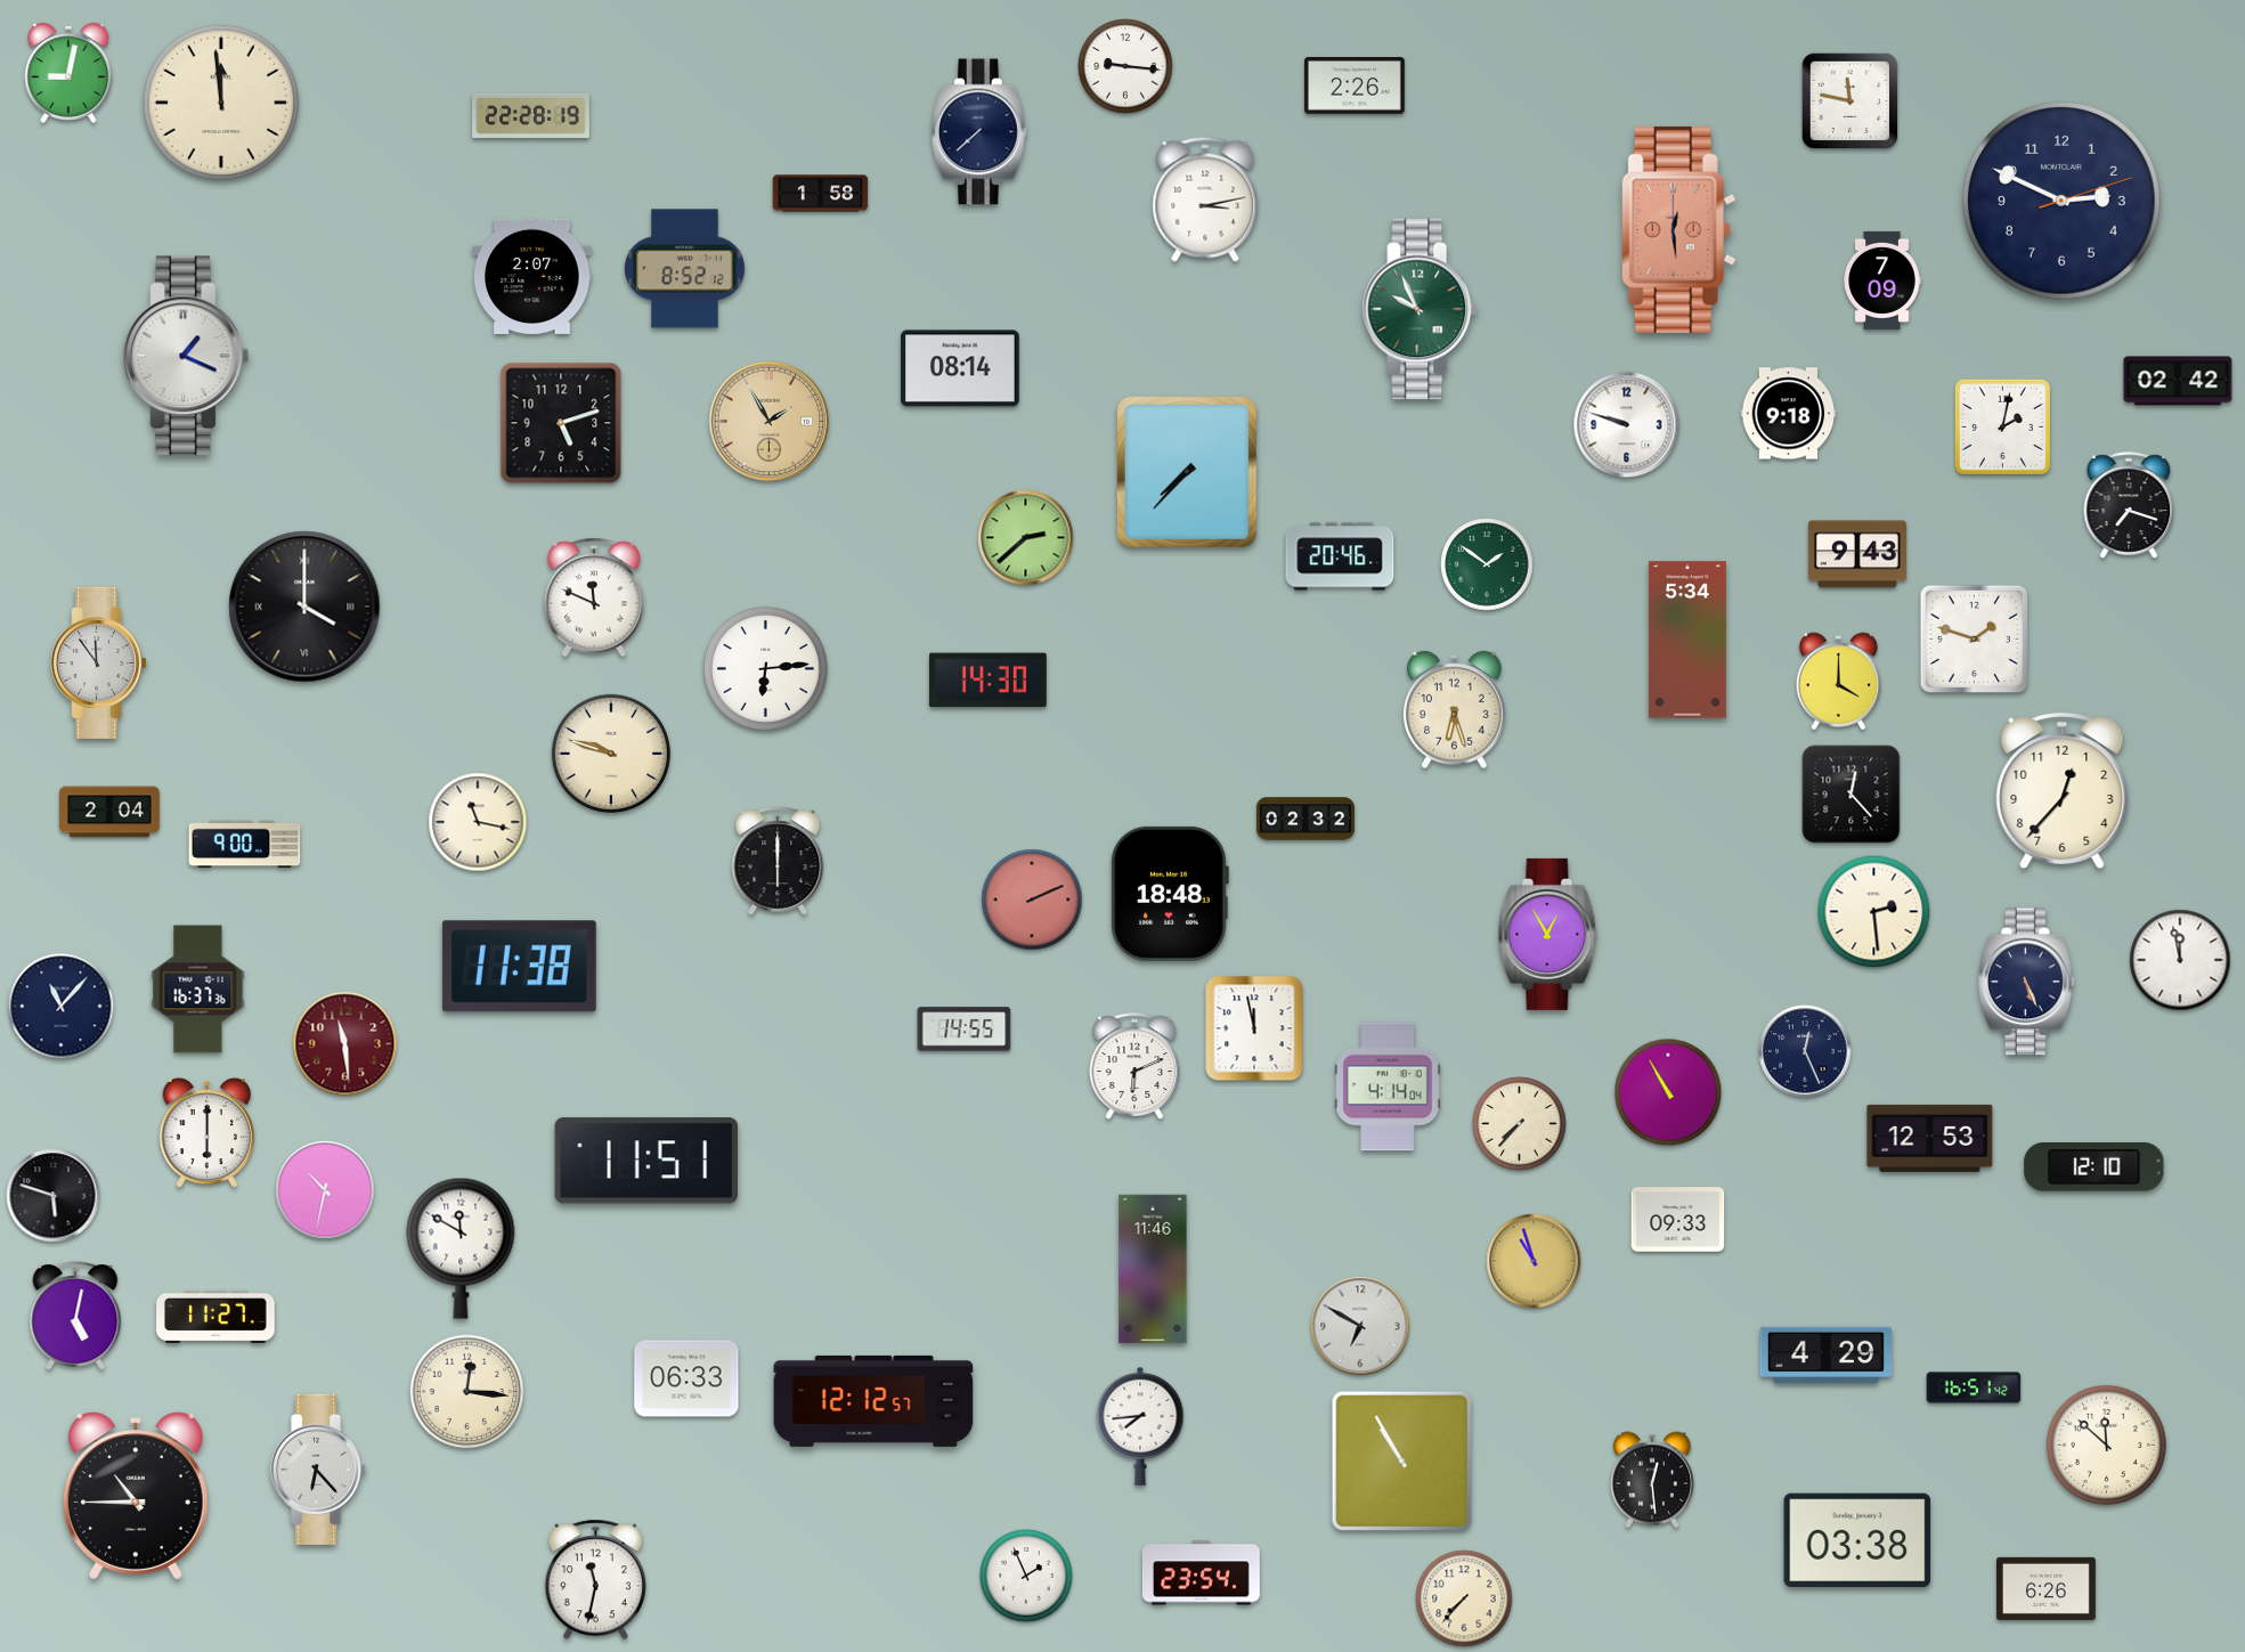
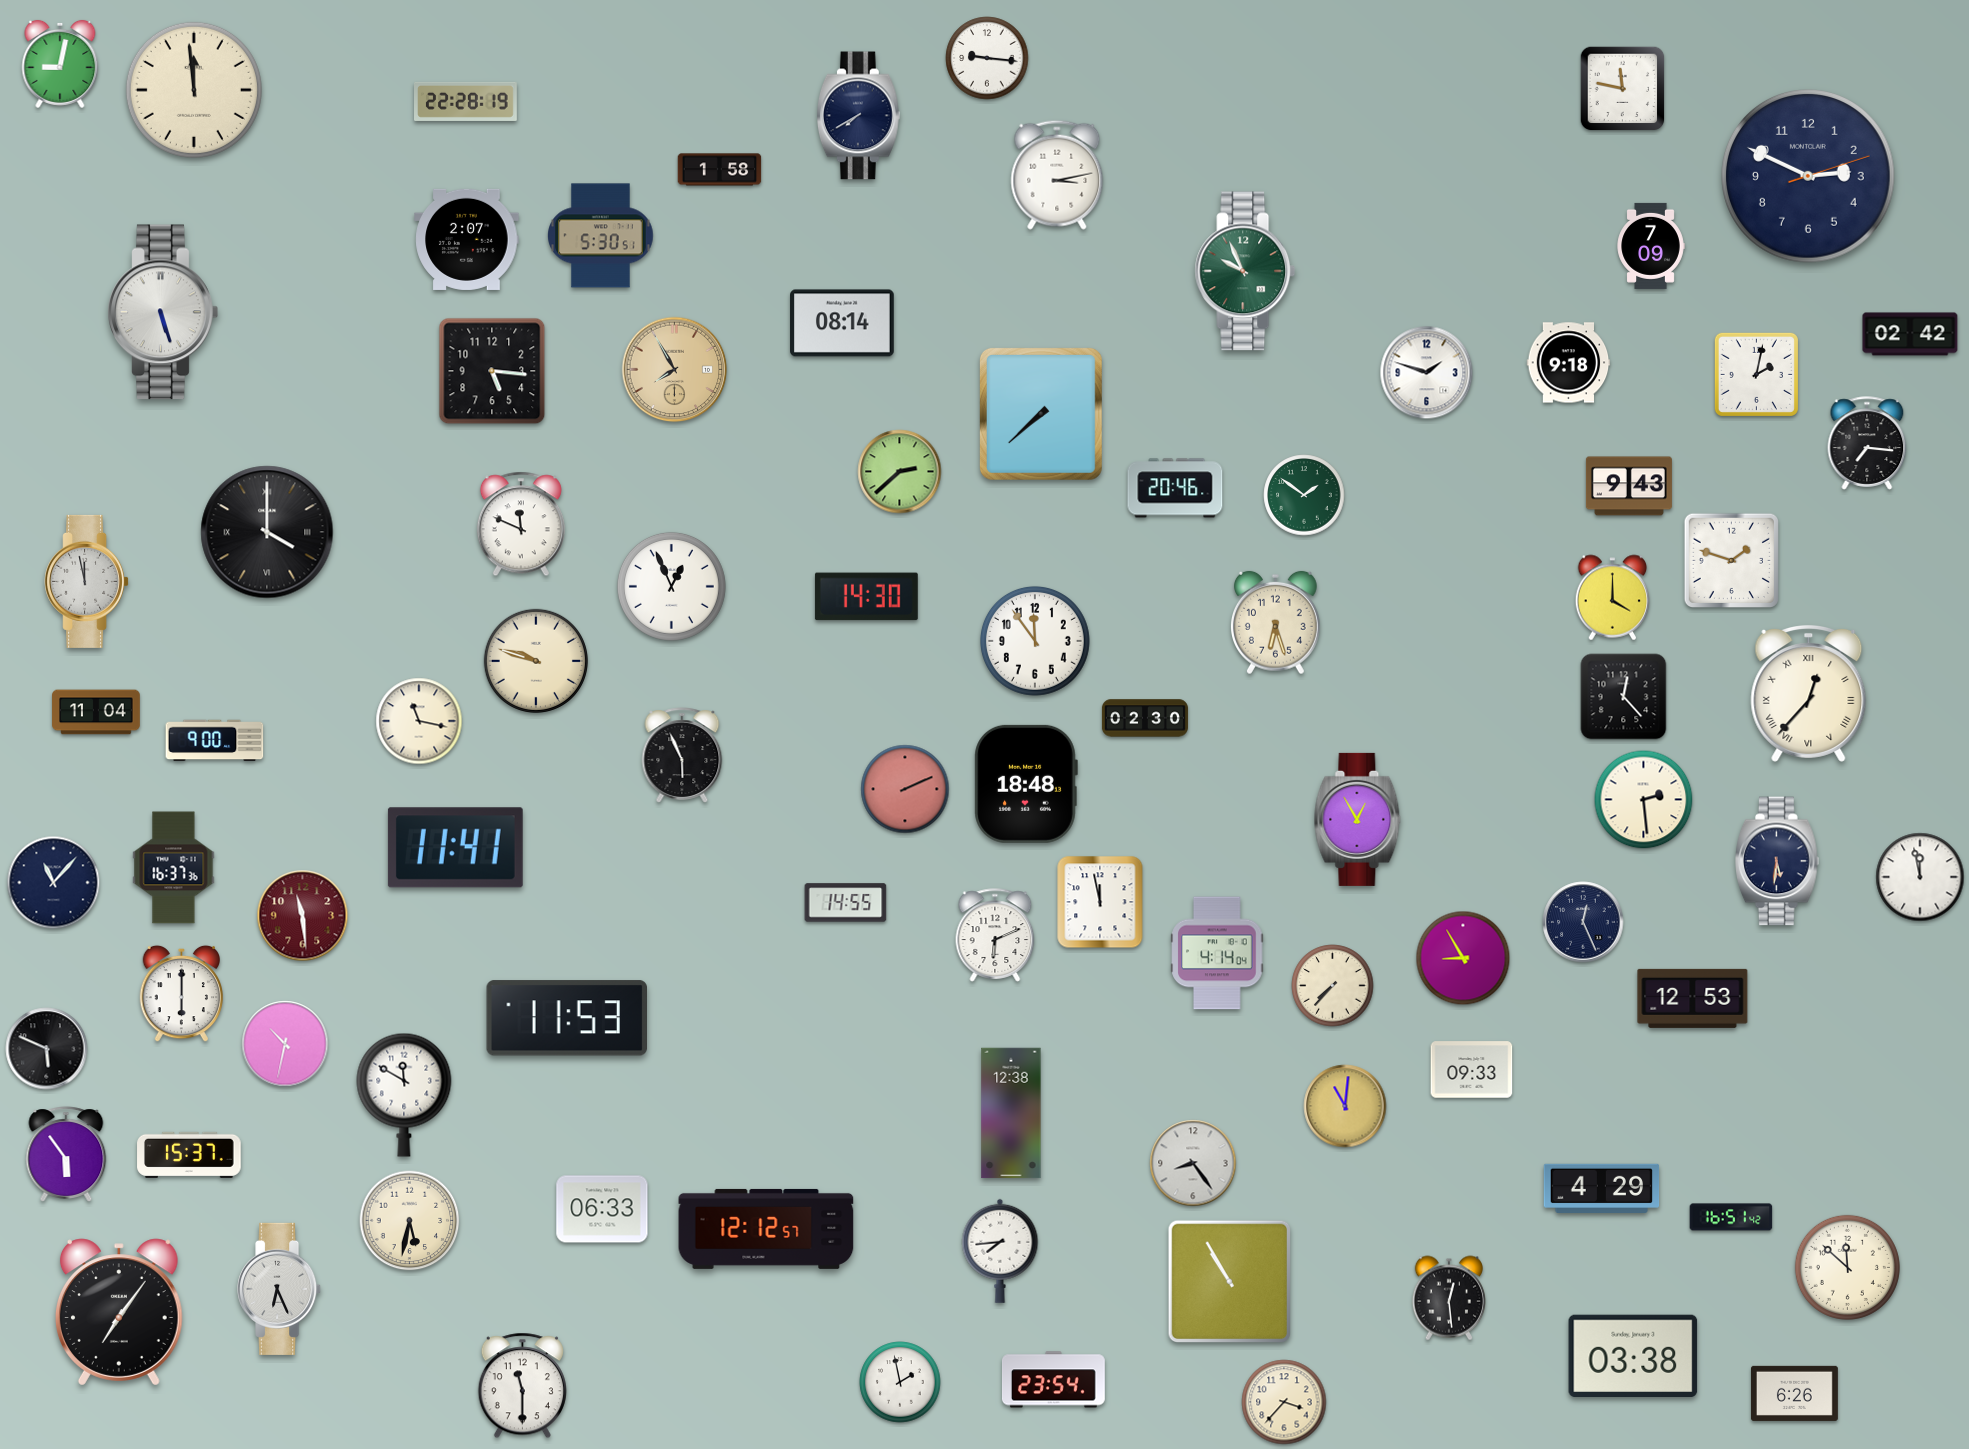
clock at (1355, 87): 2:26 -> none
clock at (979, 132): 7:38 -> 7:40
clock at (1678, 229): 12:29 -> none
clock at (685, 269): 8:52 -> 5:30
clock at (532, 276) position: (532, 276) -> (467, 239)
clock at (186, 356): 1:19 -> 5:27
clock at (770, 422): 1:55 -> 7:55
clock at (561, 423): 5:12 -> 5:16
clock at (1627, 425): 9:48 -> 1:48
clock at (1187, 472): 7:37 -> 7:38
clock at (2129, 505): 7:18 -> 7:16
clock at (1687, 640): 5:34 -> none
clock at (99, 662): 11:54 -> 11:58
clock at (765, 668): 6:14 -> 12:56
clock at (1035, 641): none -> 11:54
clock at (2063, 790) numerals: Arabic -> Roman
clock at (109, 812): 2:04 -> 11:04
clock at (1305, 819): 02:32 -> 02:30
clock at (778, 861): 6:00 -> 5:56
clock at (2180, 960) position: (2180, 960) -> (1920, 877)
clock at (519, 967): 11:38 -> 11:41
clock at (2026, 982): 5:26 -> 5:31
clock at (1668, 1092): 10:55 -> 8:55
clock at (645, 1161): 11:51 -> 11:53
clock at (2094, 1167): 12:10 -> none
clock at (54, 1196): 5:48 -> 5:49
clock at (1534, 1261): 10:57 -> 11:01
clock at (1153, 1269): 11:46 -> 12:38
clock at (75, 1316): 5:02 -> 5:54
clock at (215, 1317): 11:27 -> 15:37
clock at (1360, 1326): 6:50 -> 8:24
clock at (467, 1392): 12:16 -> 5:32
clock at (319, 1470): 6:23 -> 6:26
clock at (136, 1496): 10:45 -> 7:06
clock at (1857, 1539) position: (1857, 1539) -> (1633, 1355)
clock at (1026, 1576): 1:56 -> 1:58
clock at (595, 1580): 11:32 -> 11:30
clock at (1464, 1598): 7:37 -> 3:37
